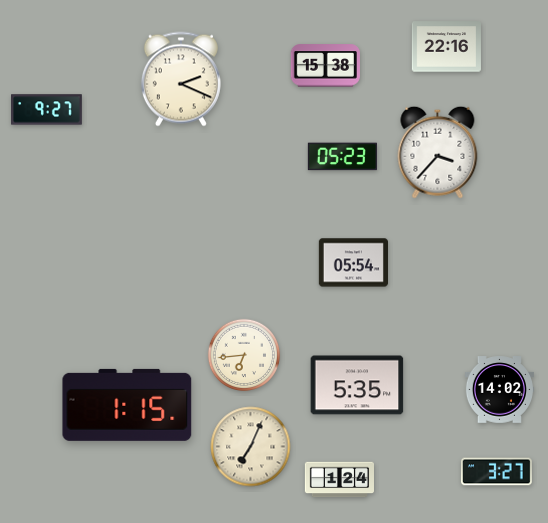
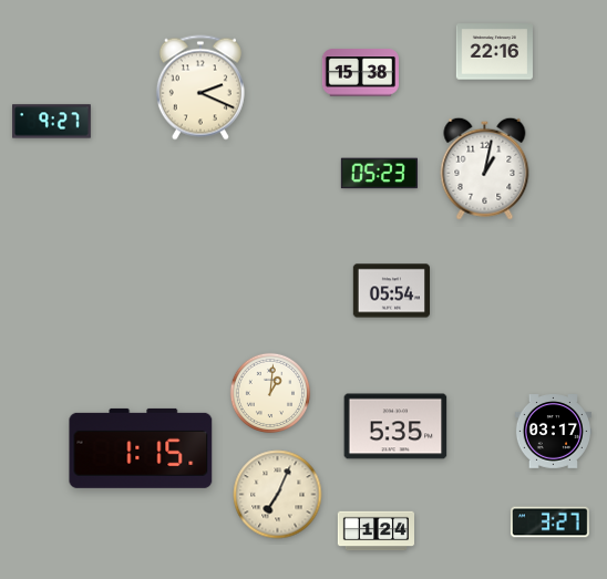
clock at (438, 152): 3:37 -> 1:02
clock at (244, 355): 6:44 -> 1:01
clock at (499, 390): 14:02 -> 03:17
